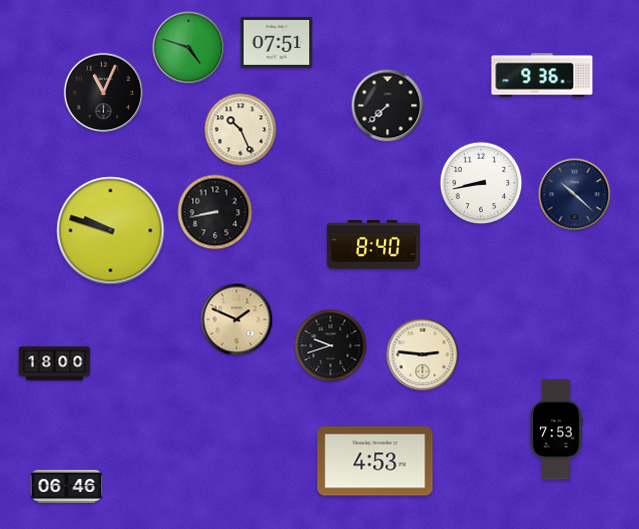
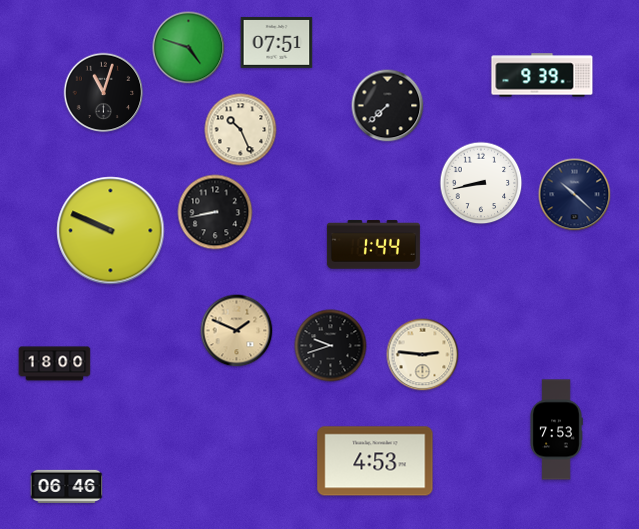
clock at (542, 75): 9:36 -> 9:39
clock at (104, 93): 11:04 -> 11:03
clock at (111, 231): 9:48 -> 9:49
clock at (373, 245): 8:40 -> 1:44
clock at (237, 320) position: (237, 320) -> (237, 331)
